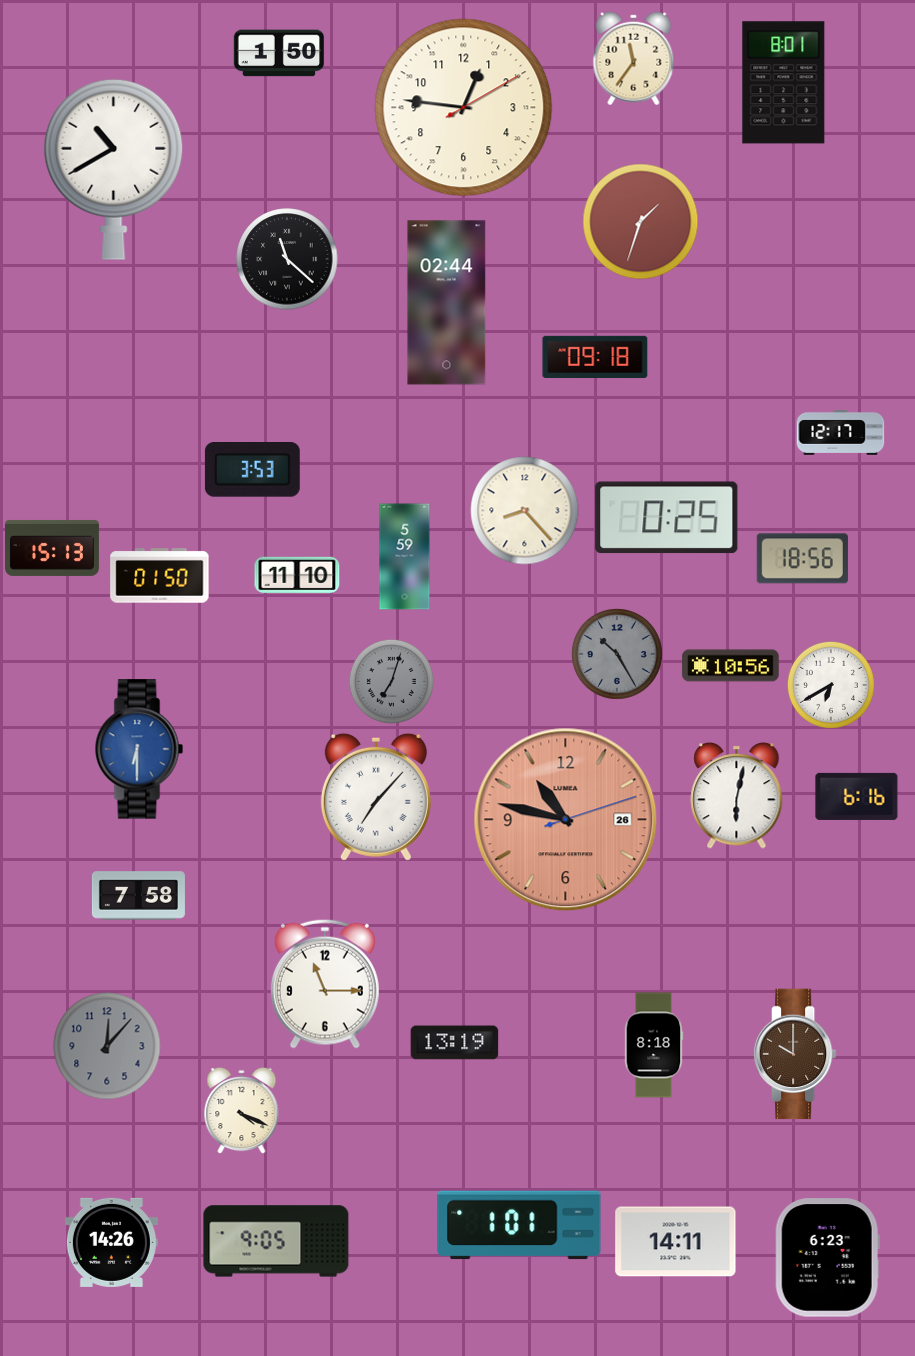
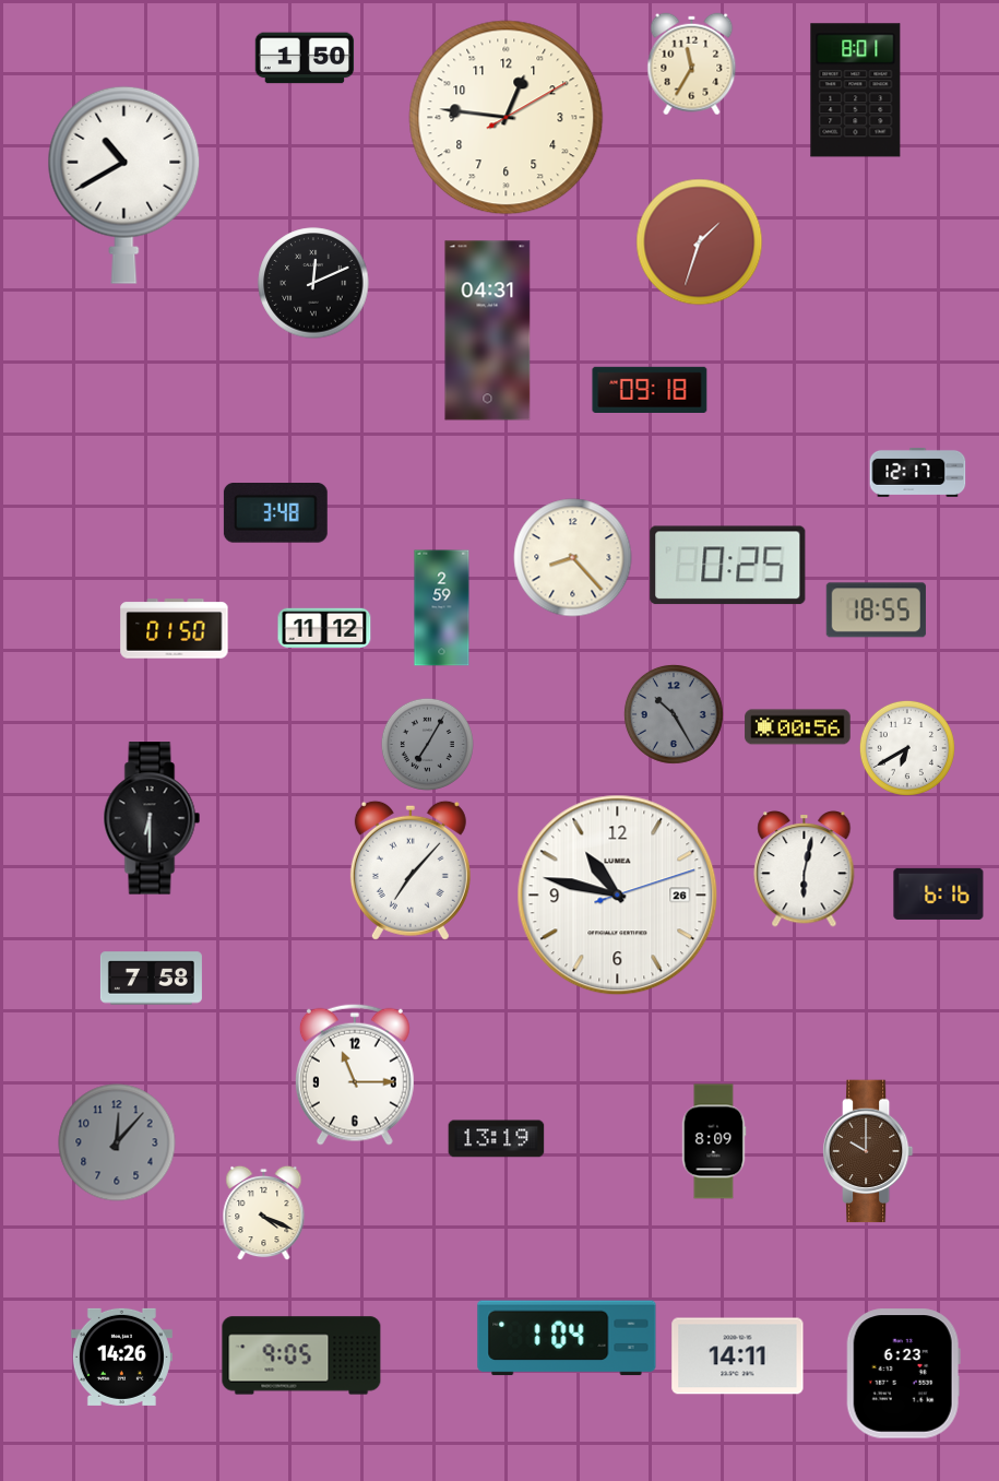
clock at (634, 59): 11:36 -> 11:35
clock at (287, 259): 11:22 -> 12:11
clock at (447, 303): 02:44 -> 04:31
clock at (252, 470): 3:53 -> 3:48
clock at (52, 548): 15:13 -> none
clock at (405, 557): 5:59 -> 2:59
clock at (802, 559): 18:56 -> 18:55
clock at (297, 575): 11:10 -> 11:12
clock at (731, 666): 10:56 -> 00:56
clock at (391, 681): 7:03 -> 7:05
clock at (139, 749) dial: blue -> black
clock at (857, 796) position: (857, 796) -> (939, 893)
clock at (566, 820) dial: salmon -> white
clock at (654, 1045): 8:18 -> 8:09
clock at (519, 1225): 1:01 -> 1:04
